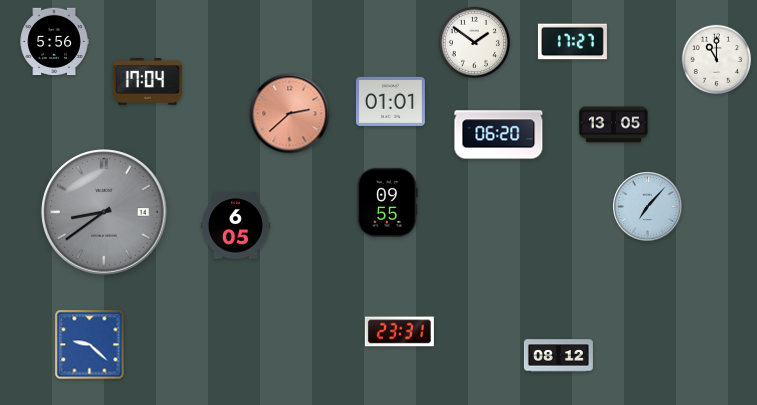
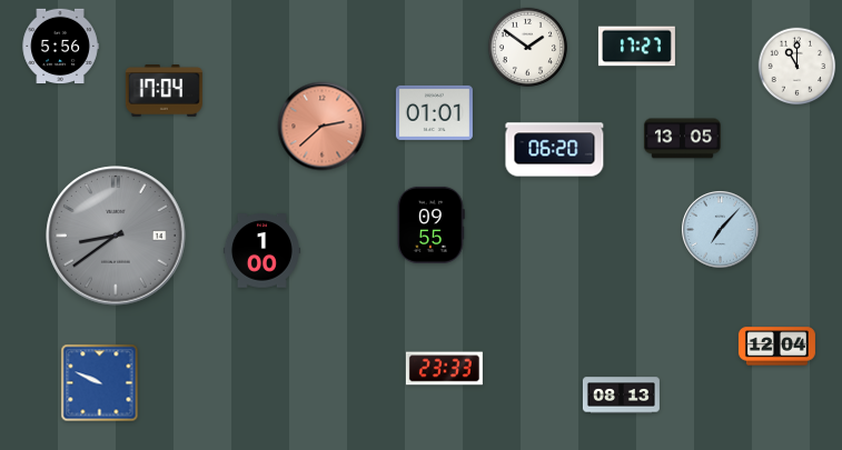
clock at (235, 226): 6:05 -> 1:00
clock at (776, 347): none -> 12:04
clock at (399, 332): 23:31 -> 23:33
clock at (90, 345): 9:22 -> 9:49
clock at (558, 356): 08:12 -> 08:13
